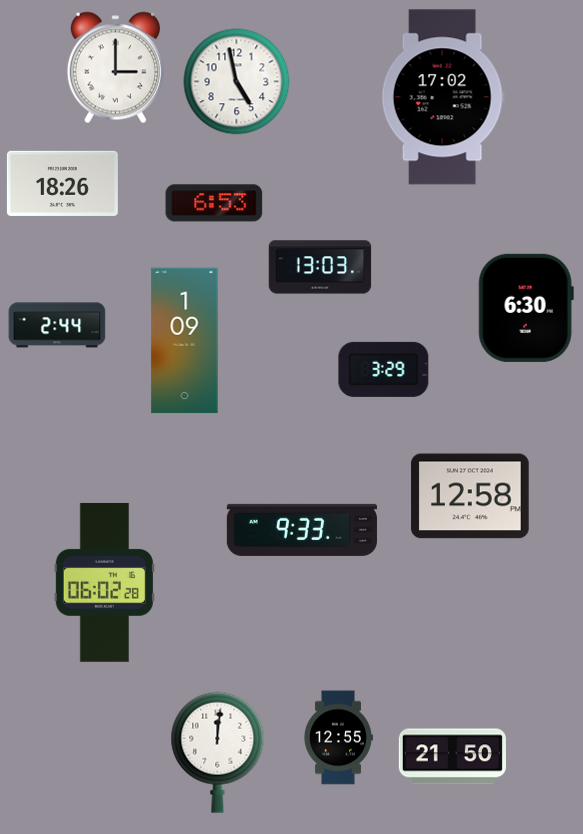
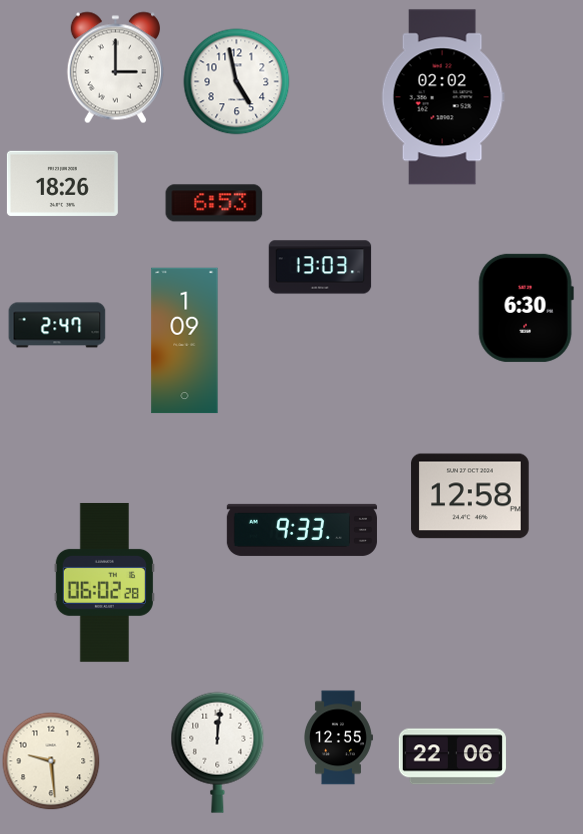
clock at (443, 97): 17:02 -> 02:02
clock at (57, 325): 2:44 -> 2:47
clock at (384, 369): 3:29 -> none
clock at (452, 757): 21:50 -> 22:06
clock at (51, 761): none -> 9:29
